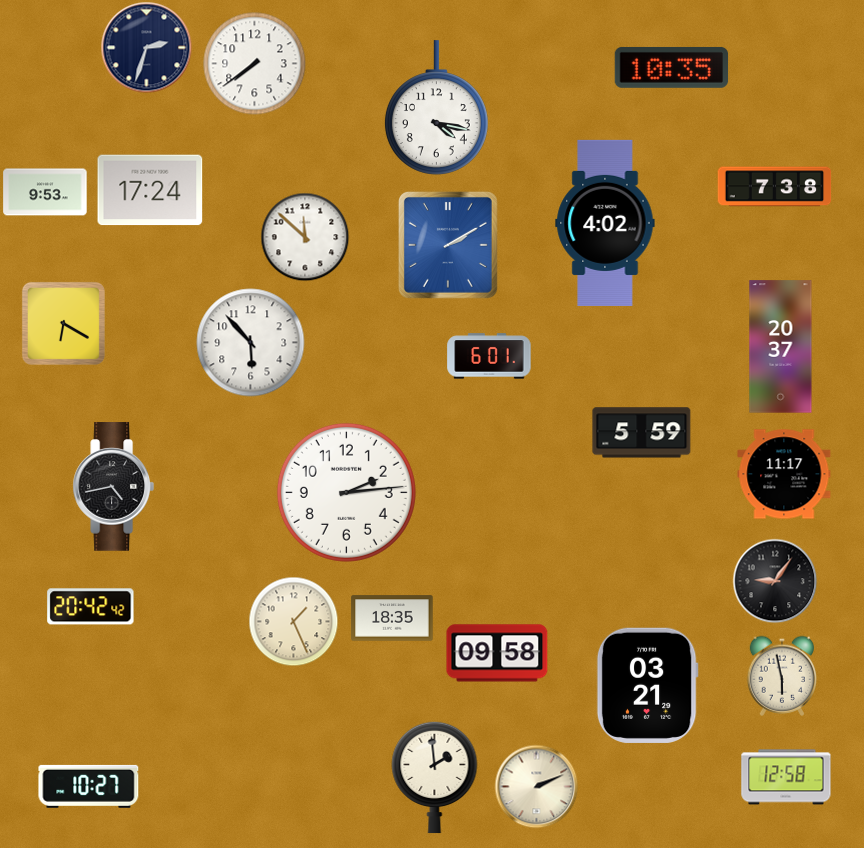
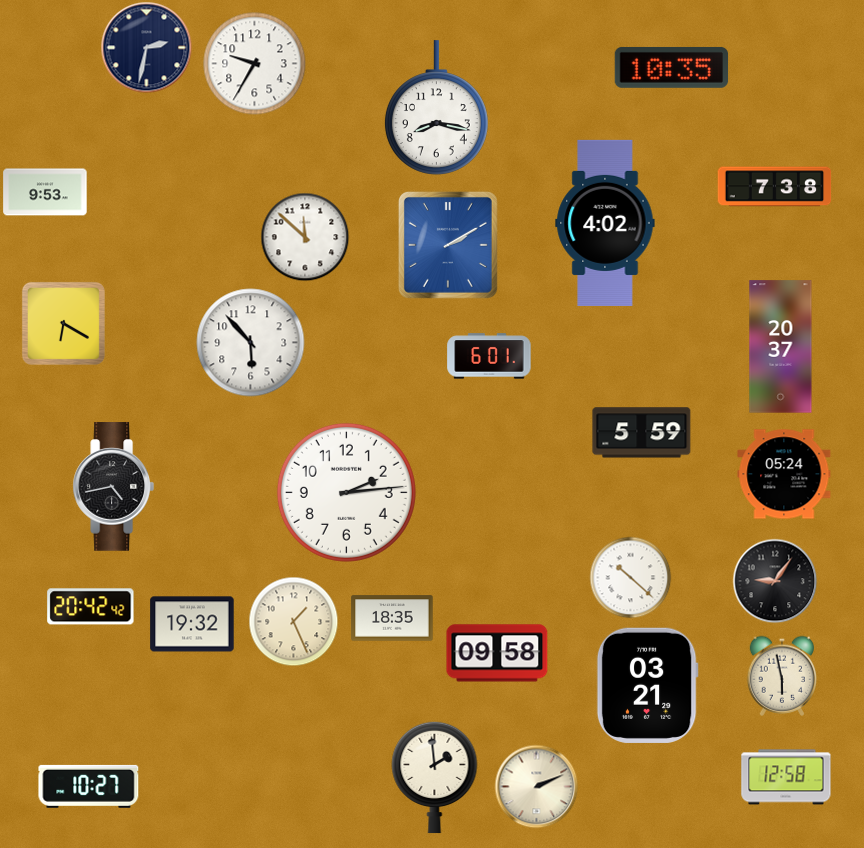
clock at (146, 47): 2:33 -> 2:32
clock at (255, 64): 7:39 -> 9:35
clock at (436, 108): 4:17 -> 8:17
clock at (150, 190): 17:24 -> none
clock at (784, 474): 11:17 -> 05:24
clock at (630, 577): none -> 10:22
clock at (192, 624): none -> 19:32
